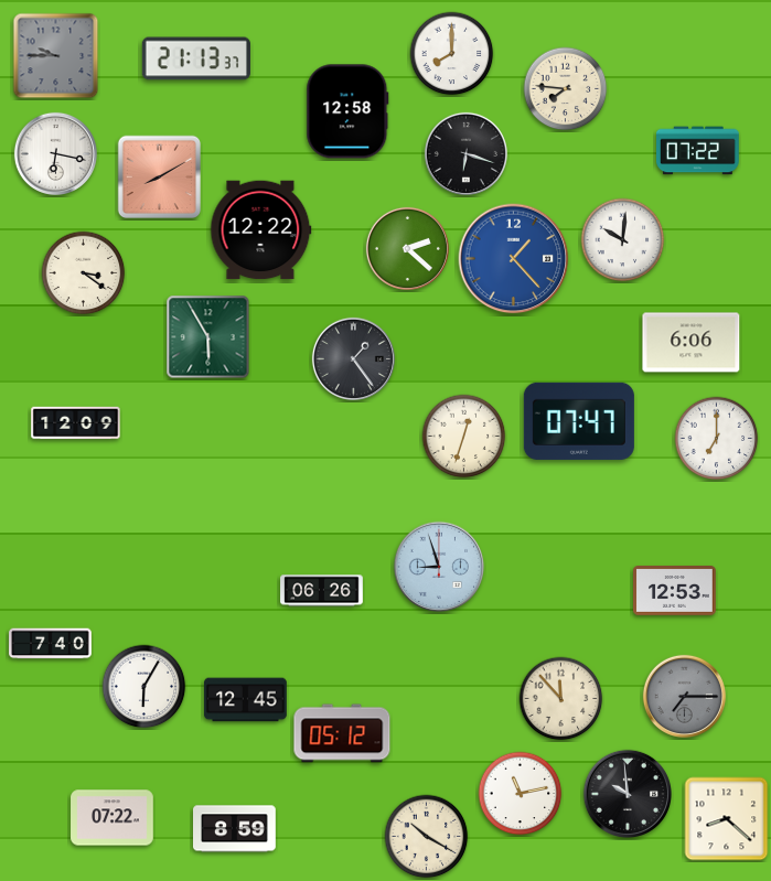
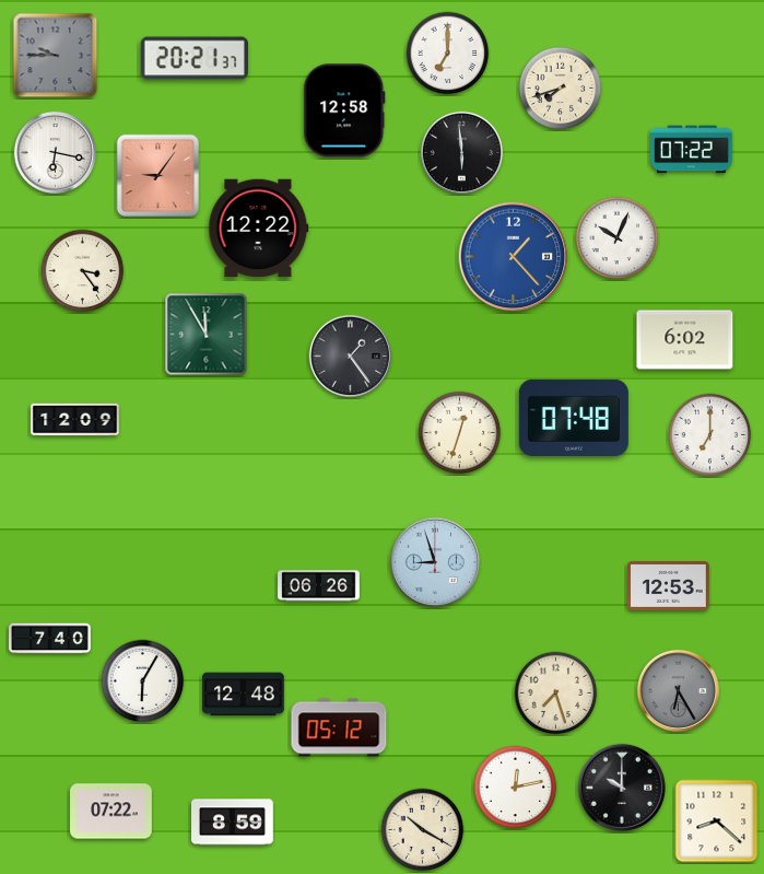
clock at (452, 54): 8:00 -> 7:00
clock at (196, 58): 21:13 -> 20:21
clock at (566, 89): 7:46 -> 7:42
clock at (465, 153): 6:18 -> 5:59
clock at (160, 178): 8:10 -> 9:06
clock at (623, 240): 10:01 -> 10:04
clock at (407, 248): 2:22 -> none
clock at (514, 259) position: (514, 259) -> (514, 257)
clock at (84, 273): 3:21 -> 3:24
clock at (208, 337): 5:55 -> 11:55
clock at (692, 343): 6:06 -> 6:02
clock at (579, 421): 07:47 -> 07:48
clock at (684, 696): 7:15 -> 6:25
clock at (561, 699): 11:53 -> 7:27
clock at (246, 700): 12:45 -> 12:48
clock at (627, 793): 9:59 -> 10:00
clock at (521, 794): 11:13 -> 12:13
clock at (727, 819) position: (727, 819) -> (717, 821)
